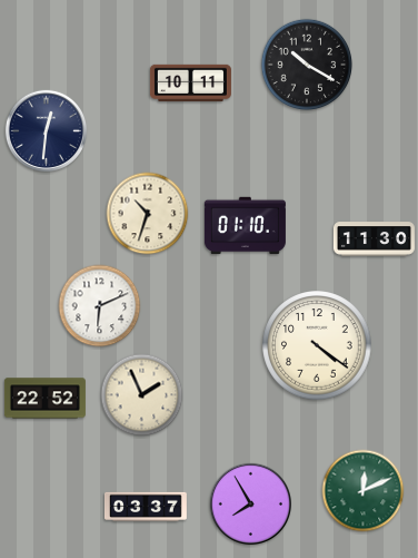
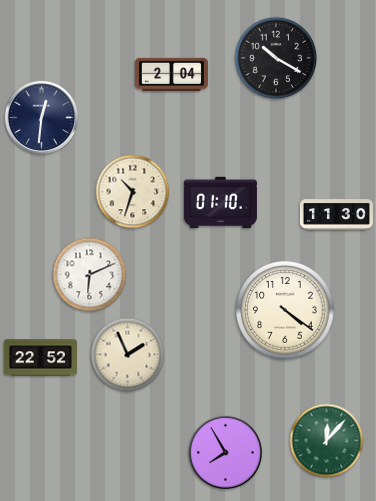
clock at (190, 84): 10:11 -> 2:04
clock at (364, 491): 12:11 -> 12:07
clock at (146, 507): 03:37 -> none
